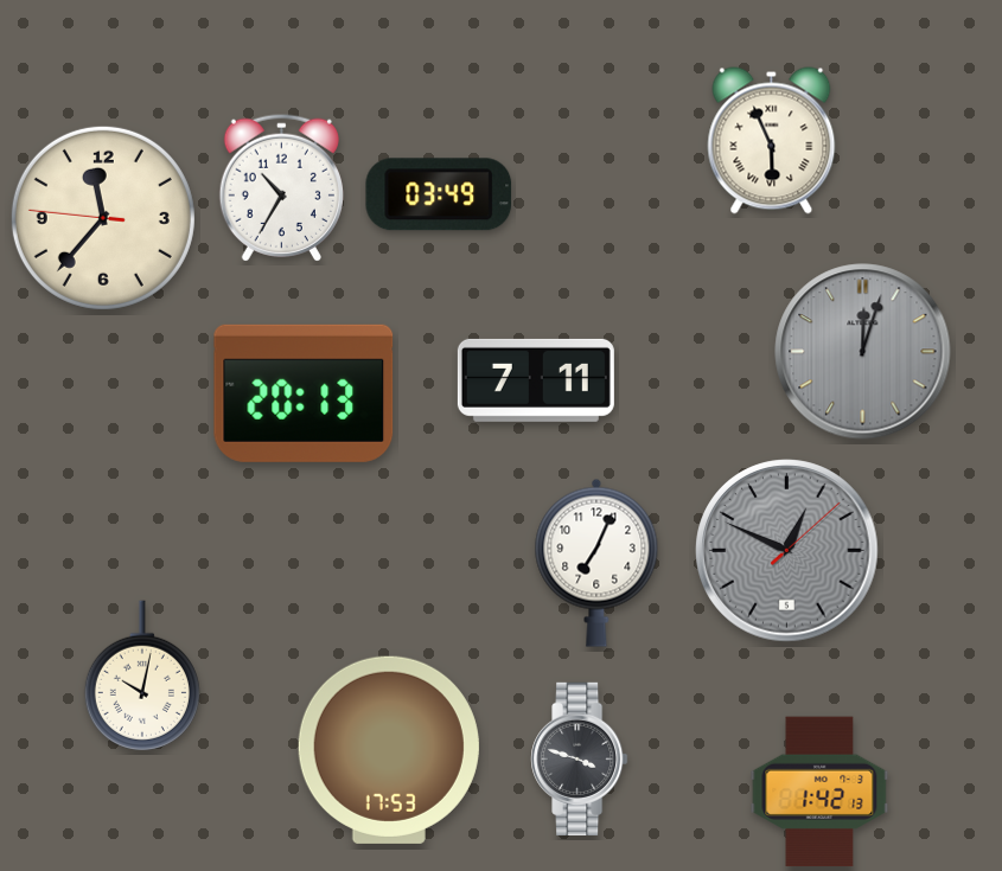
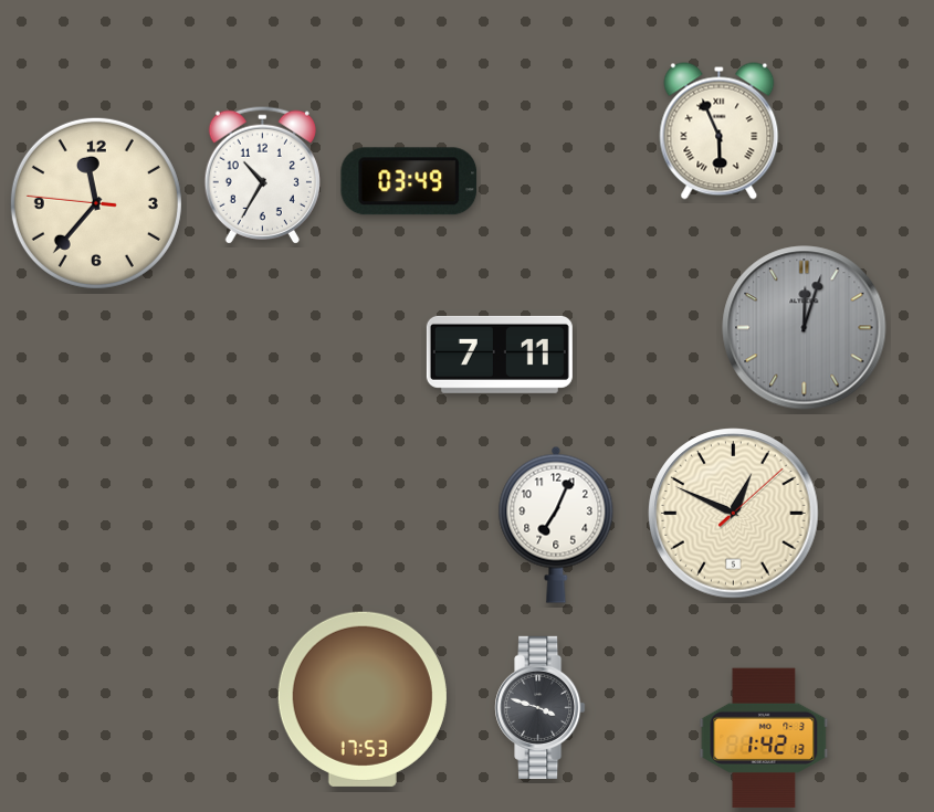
clock at (304, 393): 20:13 -> none
clock at (787, 551) dial: grey -> cream
clock at (142, 675): 10:02 -> none
